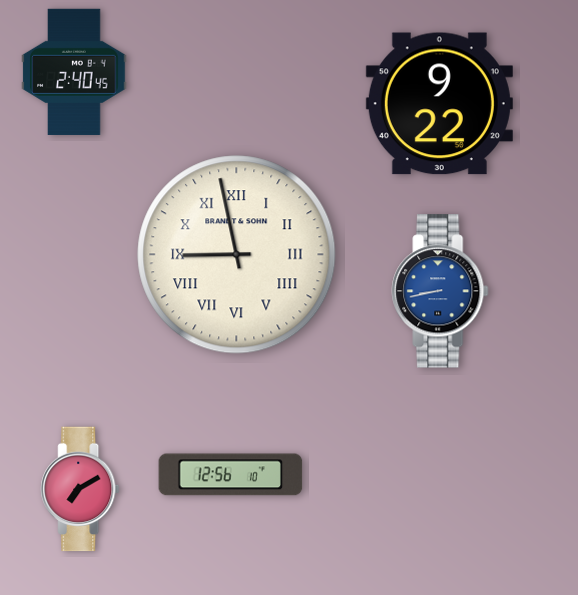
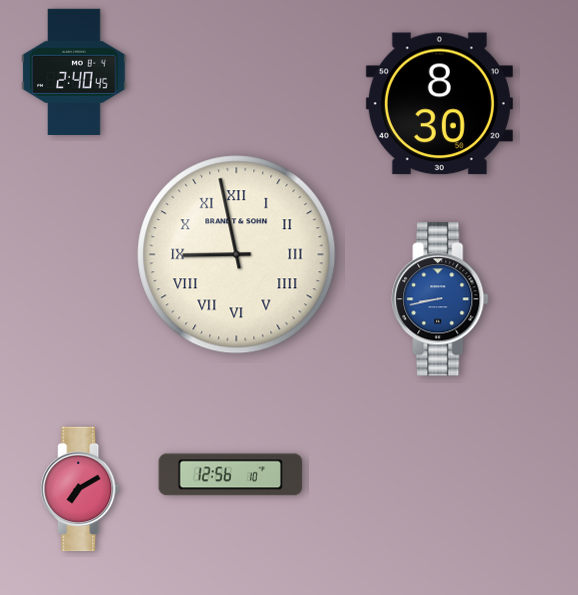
clock at (439, 104): 9:22 -> 8:30
clock at (440, 291) position: (440, 291) -> (440, 299)
